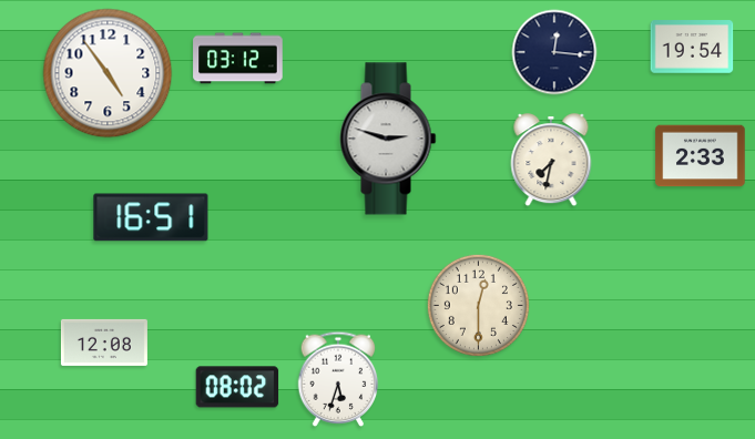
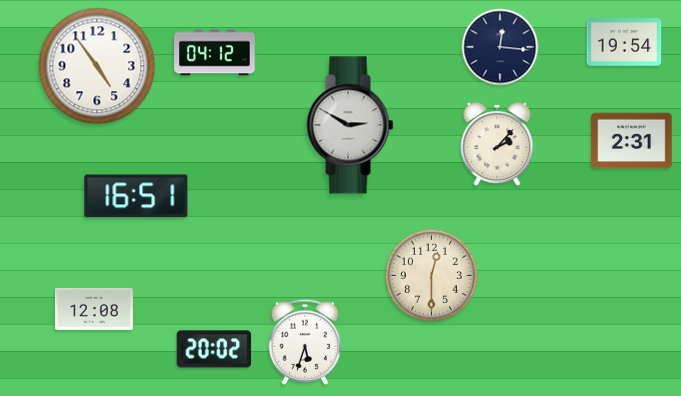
clock at (238, 59): 03:12 -> 04:12
clock at (388, 139): 2:48 -> 2:50
clock at (701, 156): 2:33 -> 2:31
clock at (551, 161): 7:32 -> 2:07
clock at (237, 387): 08:02 -> 20:02
